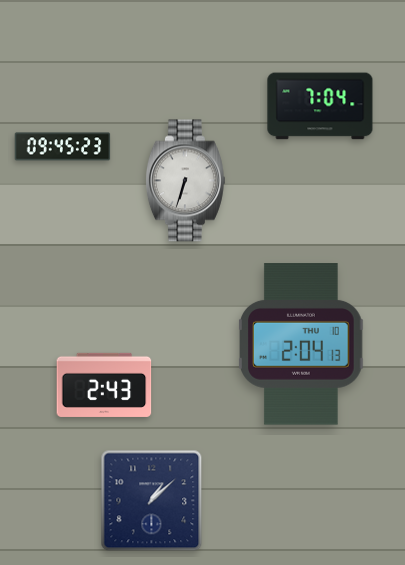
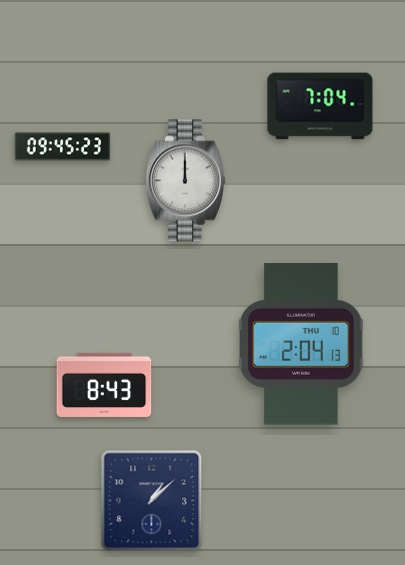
clock at (185, 181): 6:33 -> 12:00
clock at (104, 385): 2:43 -> 8:43
